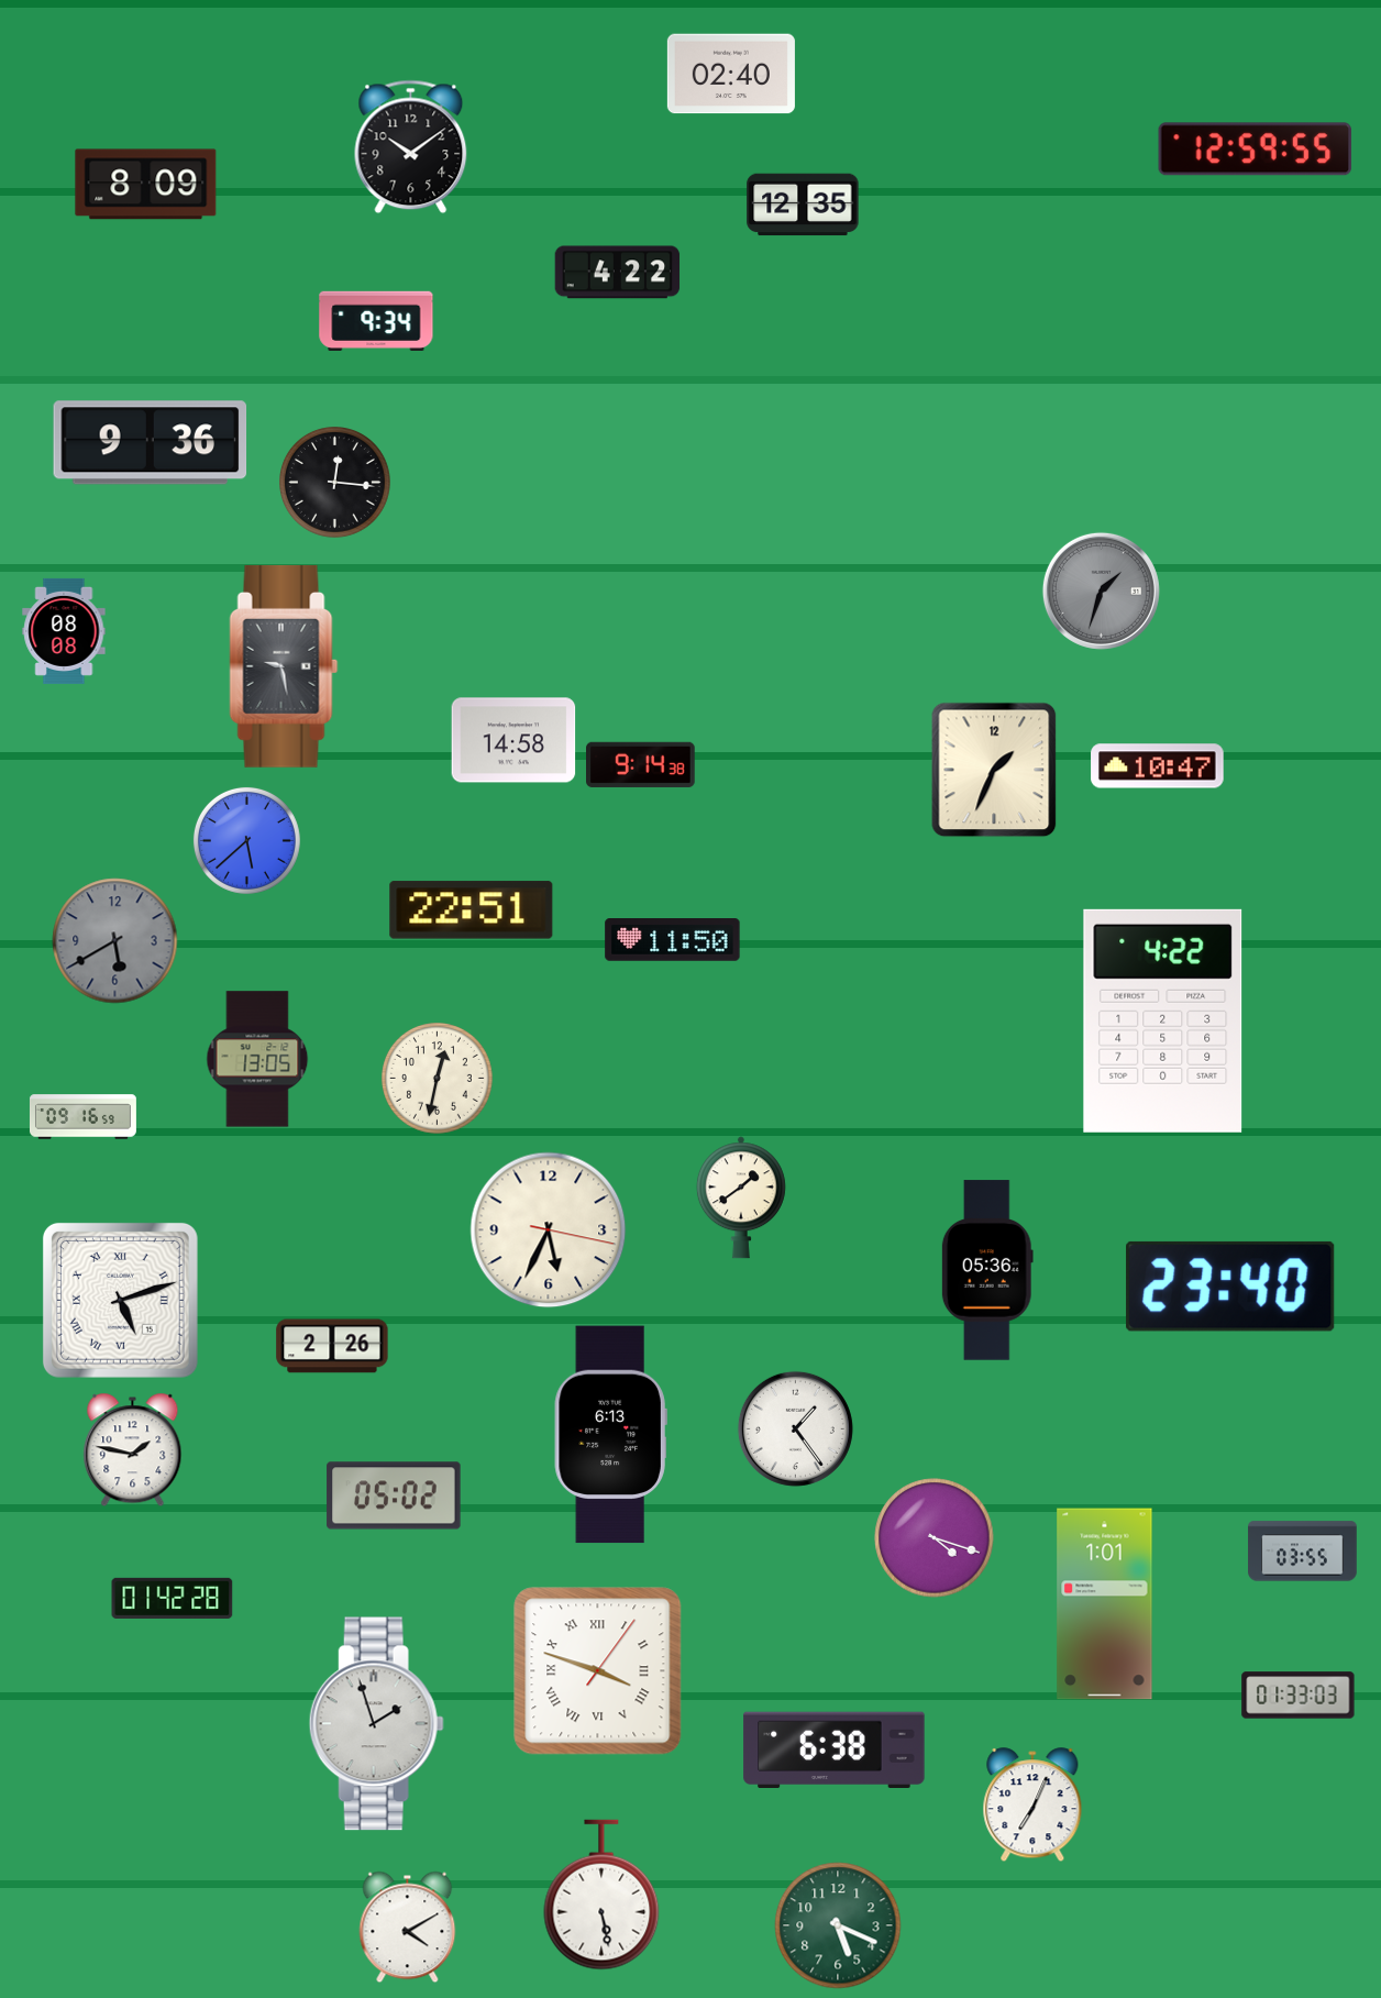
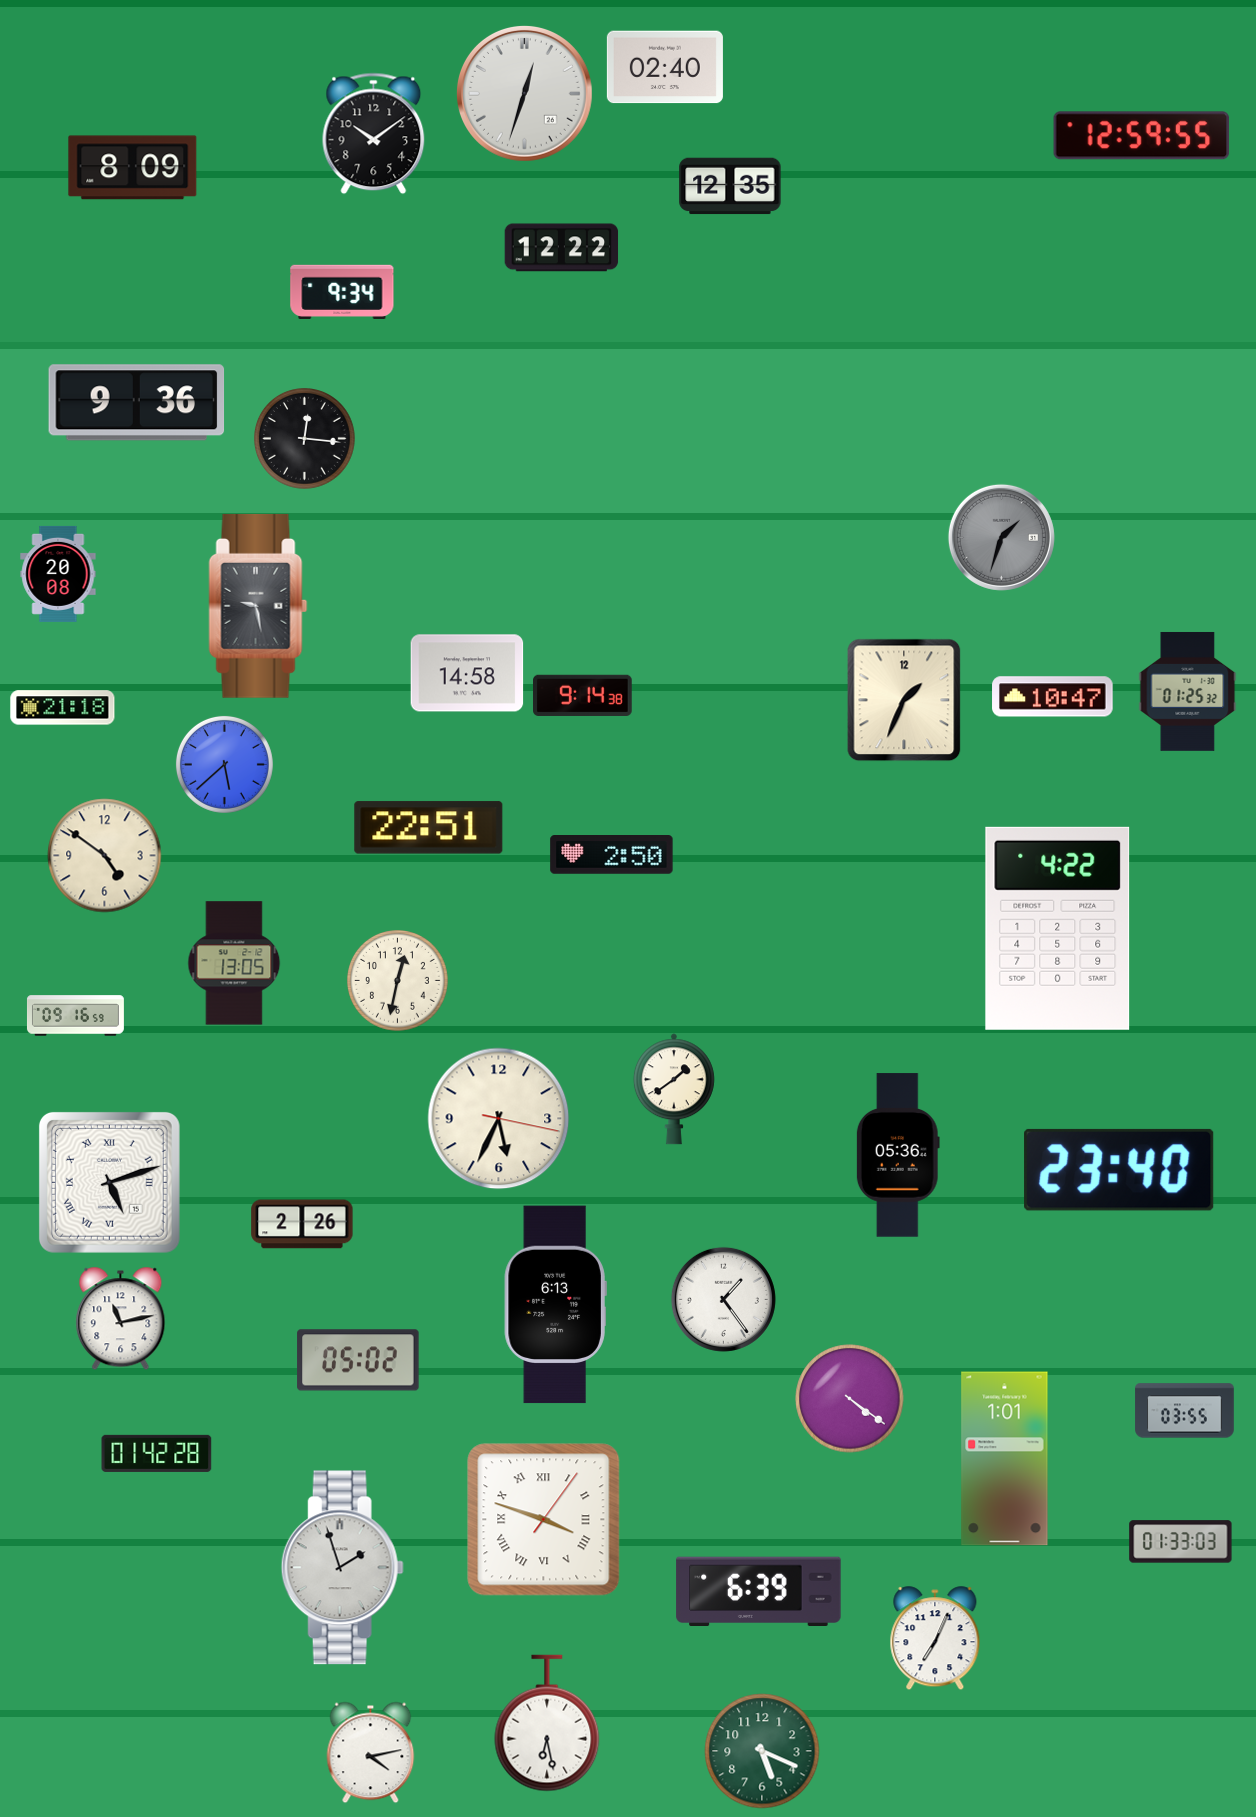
clock at (524, 93): none -> 12:33
clock at (618, 273): 4:22 -> 12:22
clock at (64, 631): 08:08 -> 20:08
clock at (1188, 692): none -> 01:25
clock at (63, 708): none -> 21:18
clock at (673, 940): 11:50 -> 2:50
clock at (115, 941): 5:40 -> 4:51
clock at (115, 941) dial: grey -> cream
clock at (133, 1450): 1:47 -> 11:13
clock at (935, 1538): 4:18 -> 4:21
clock at (835, 1751): 6:38 -> 6:39
clock at (1032, 1806) position: (1032, 1806) -> (935, 1639)
clock at (601, 1895): 5:28 -> 6:28
clock at (408, 1928): 4:10 -> 4:13
